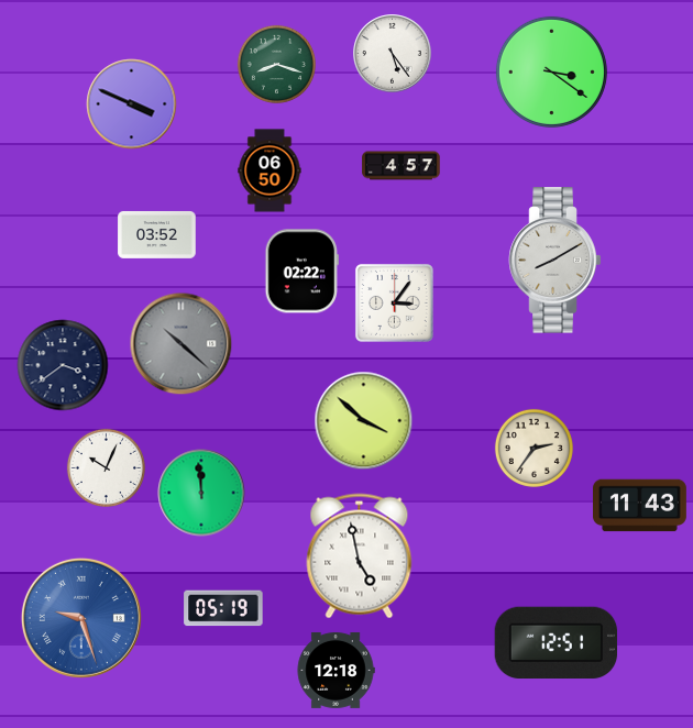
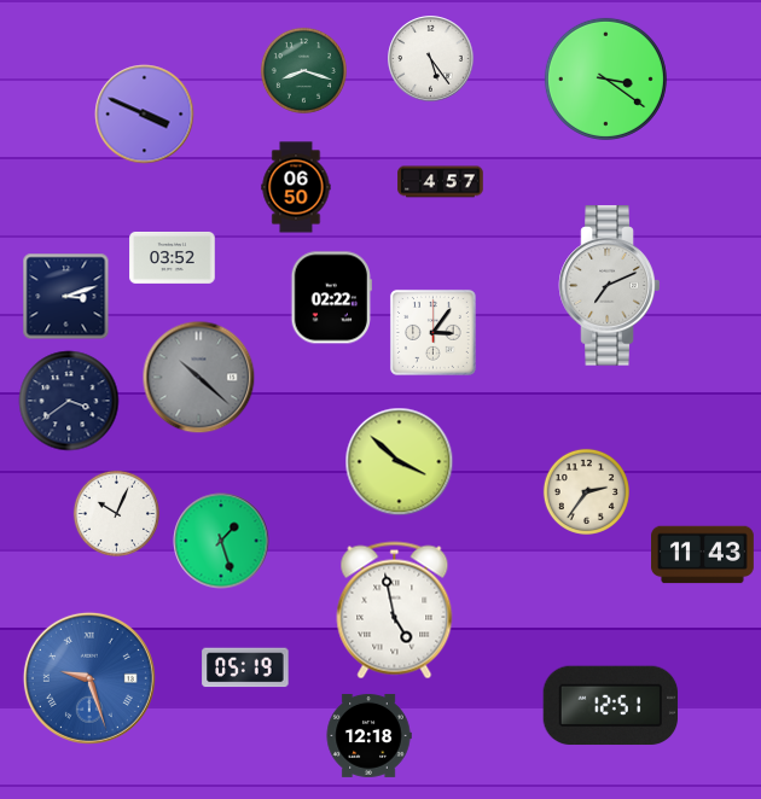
clock at (555, 261): 8:10 -> 7:11
clock at (66, 297): none -> 3:12
clock at (201, 493): 11:59 -> 1:27
